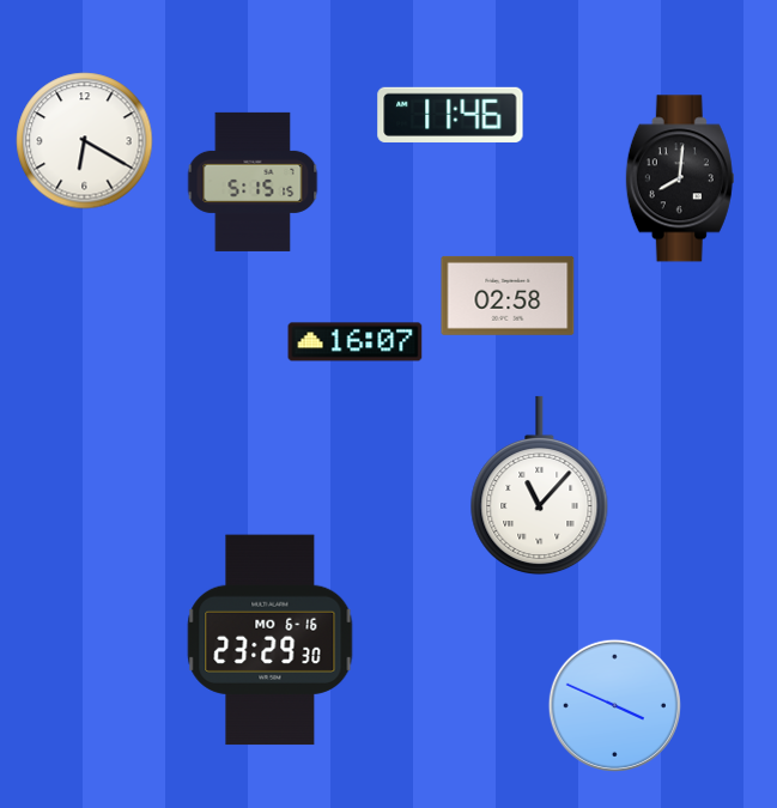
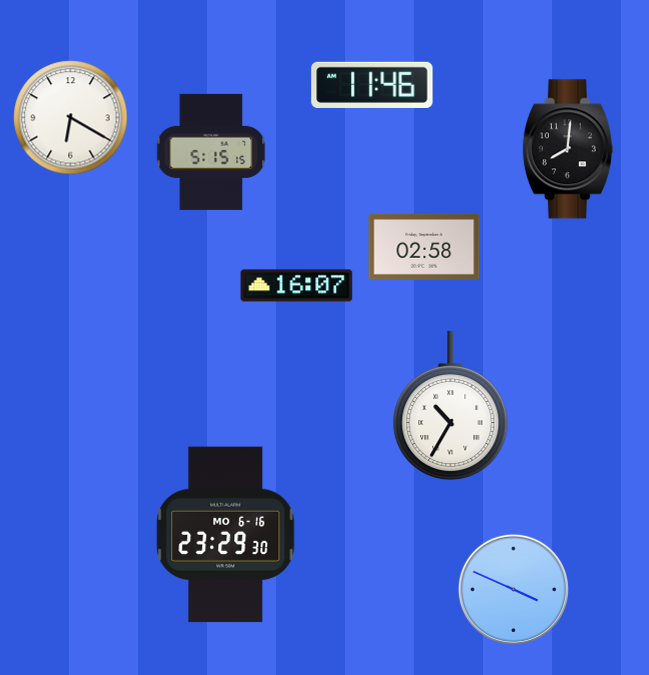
clock at (450, 115) position: (450, 115) -> (372, 85)
clock at (540, 486): 11:07 -> 10:35
